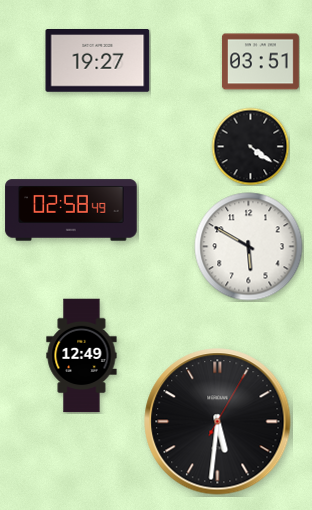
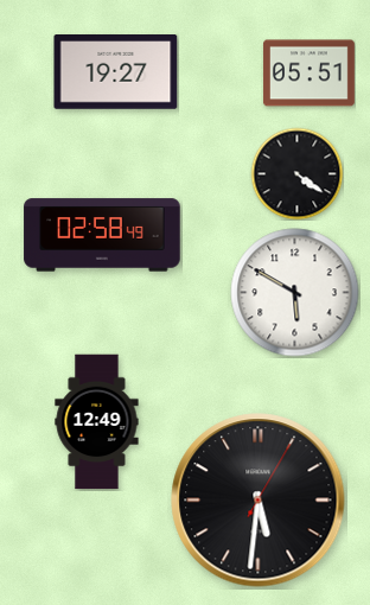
clock at (260, 62): 03:51 -> 05:51
clock at (71, 210) position: (71, 210) -> (102, 235)
